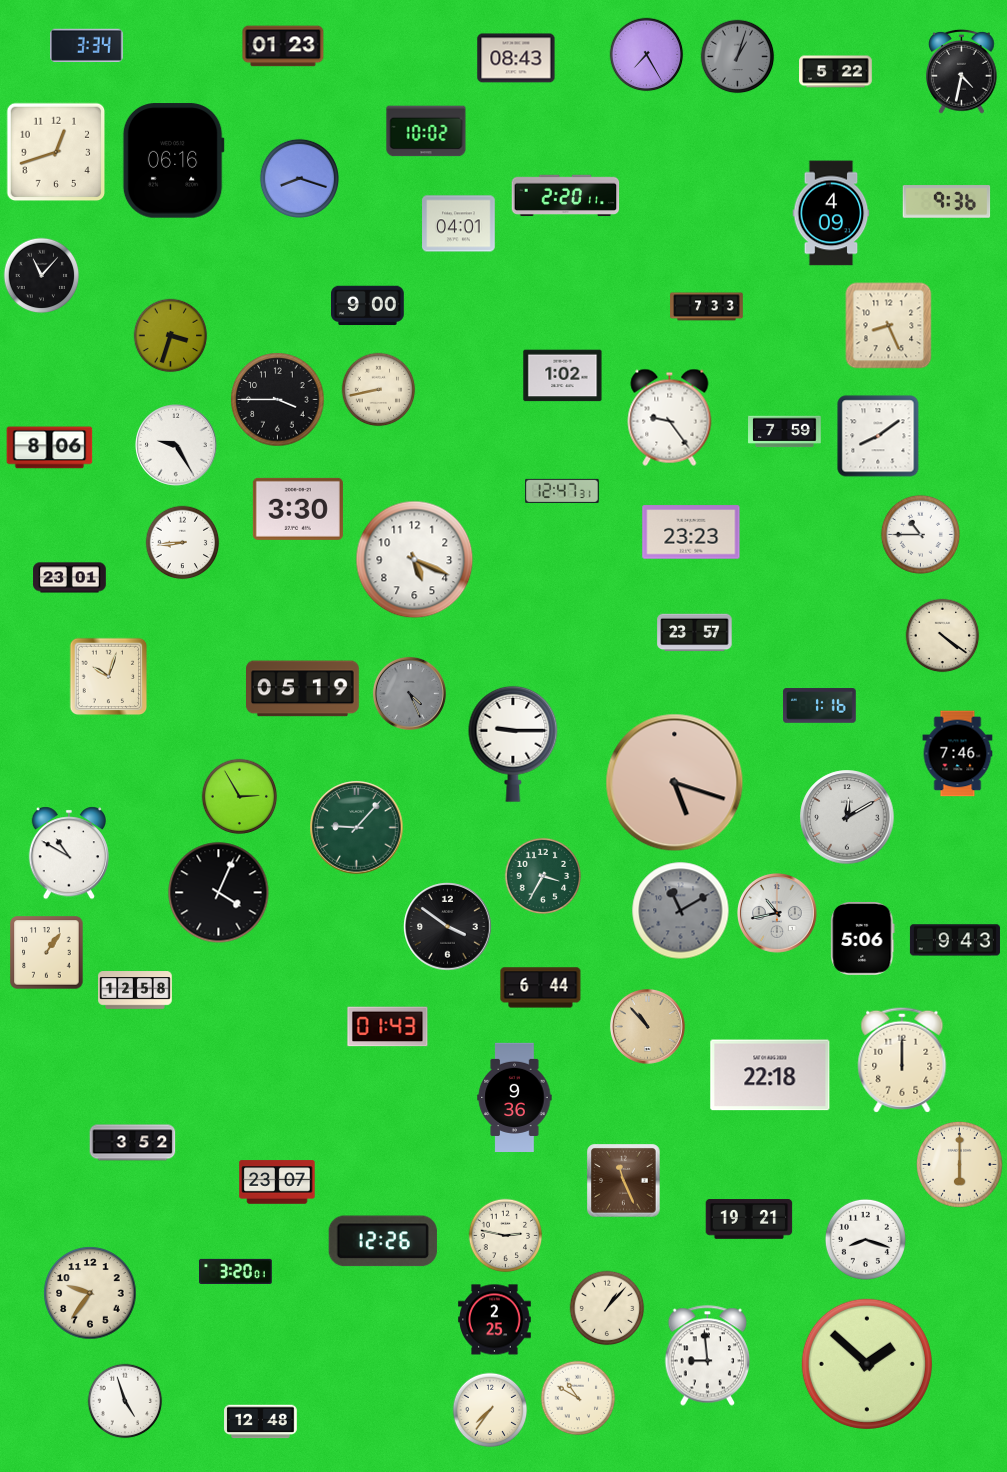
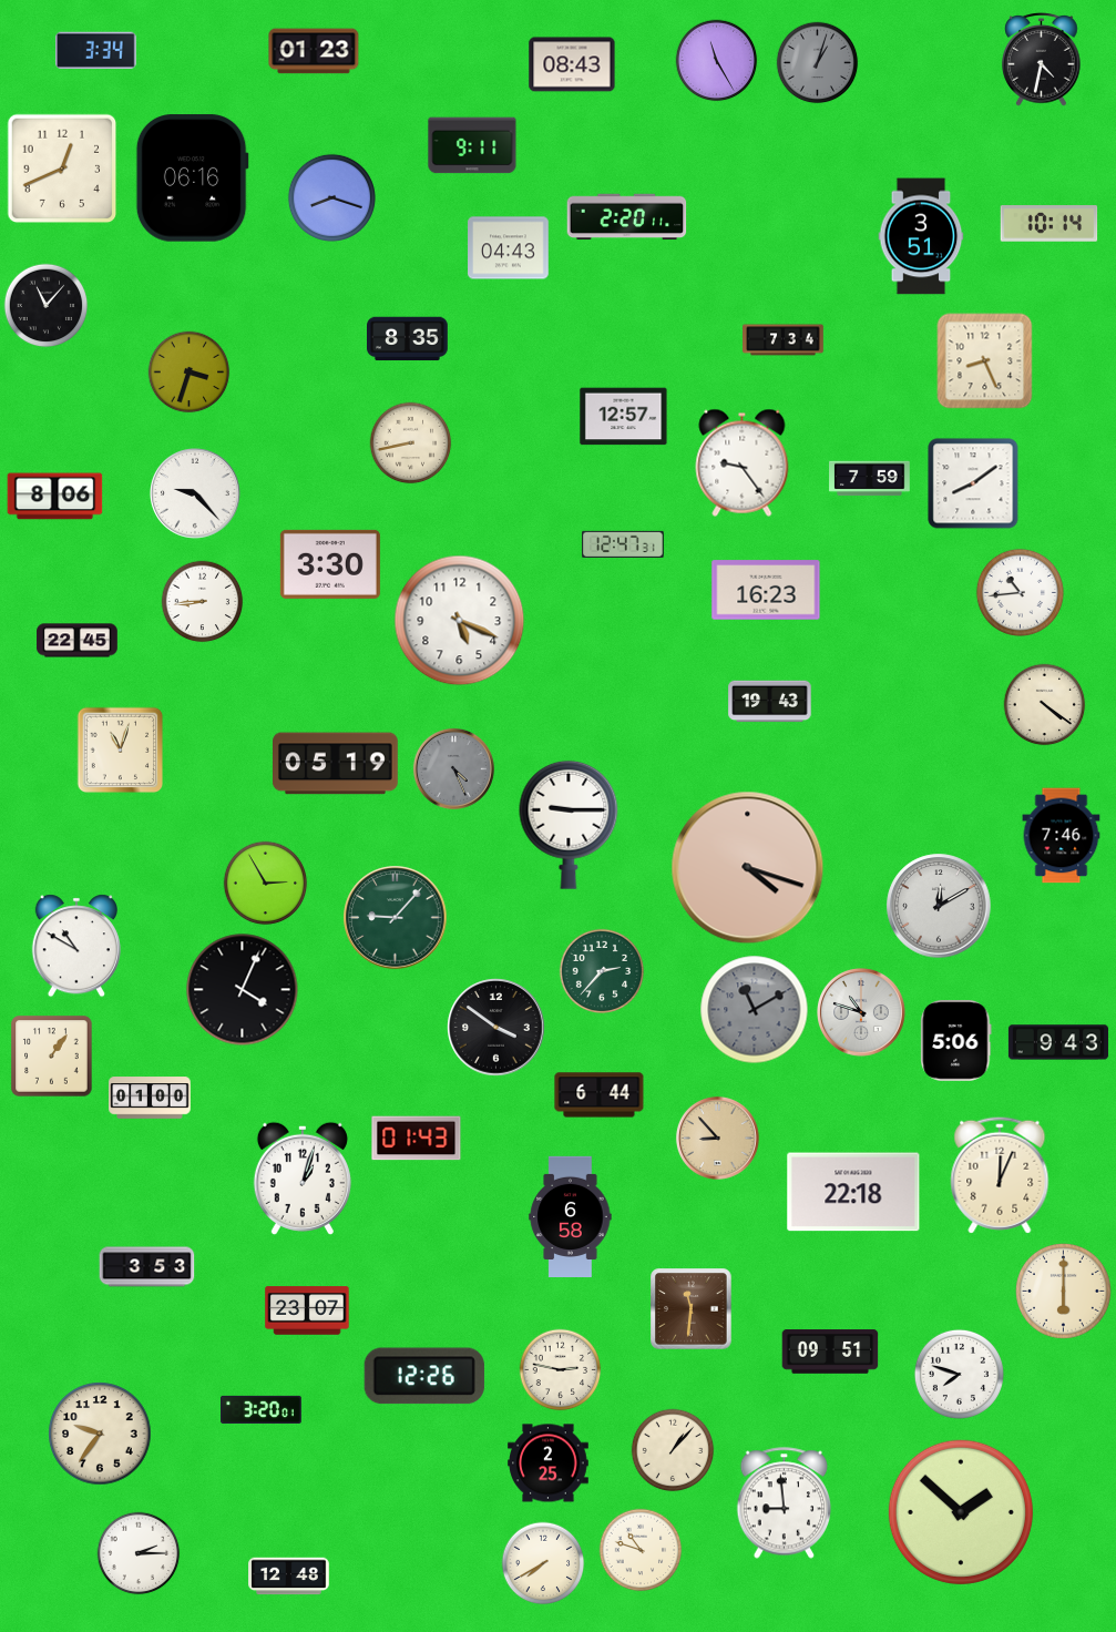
clock at (647, 55): 7:25 -> 11:25
clock at (962, 71) position: (962, 71) -> (1042, 59)
clock at (836, 72): 5:22 -> none
clock at (426, 131): 10:02 -> 9:11
clock at (56, 152): 12:42 -> 12:41
clock at (947, 202): 9:36 -> 10:14
clock at (831, 213): 4:09 -> 3:51
clock at (459, 224): 04:01 -> 04:43
clock at (368, 306): 9:00 -> 8:35
clock at (707, 307): 7:33 -> 7:34
clock at (563, 376): 1:02 -> 12:57
clock at (379, 390) position: (379, 390) -> (411, 443)
clock at (278, 400): 3:45 -> none
clock at (177, 446): 9:25 -> 9:23
clock at (691, 532): 23:23 -> 16:23
clock at (920, 534): 10:45 -> 10:44
clock at (70, 578): 23:01 -> 22:45
clock at (695, 633): 23:57 -> 19:43
clock at (109, 677): 10:03 -> 11:03
clock at (820, 706): 1:16 -> none
clock at (675, 783): 5:18 -> 4:18
clock at (543, 876): 3:35 -> 2:37
clock at (778, 914): 10:43 -> 10:48
clock at (135, 990): 12:58 -> 01:00
clock at (647, 1026): 10:53 -> 8:53
clock at (388, 1027) position: (388, 1027) -> (417, 1139)
clock at (902, 1060): 12:00 -> 12:04
clock at (303, 1179): none -> 1:03
clock at (515, 1097): 9:36 -> 6:58
clock at (133, 1143): 3:52 -> 3:53
clock at (624, 1181): 11:26 -> 11:31
clock at (749, 1219): 19:21 -> 09:51
clock at (865, 1239): 8:18 -> 7:48
clock at (578, 1398): 10:50 -> 10:48
clock at (125, 1401): 4:57 -> 2:15
clock at (490, 1410): 7:36 -> 7:40
